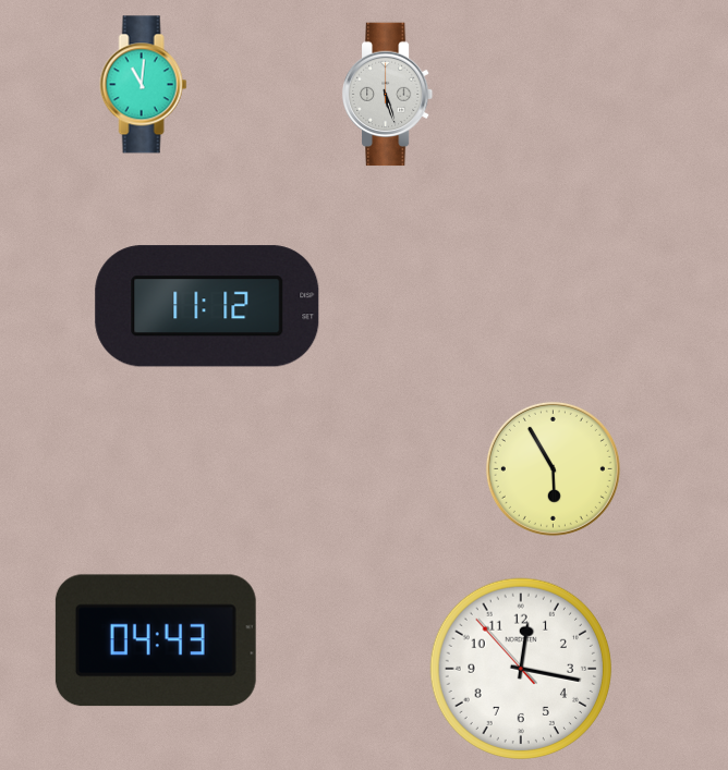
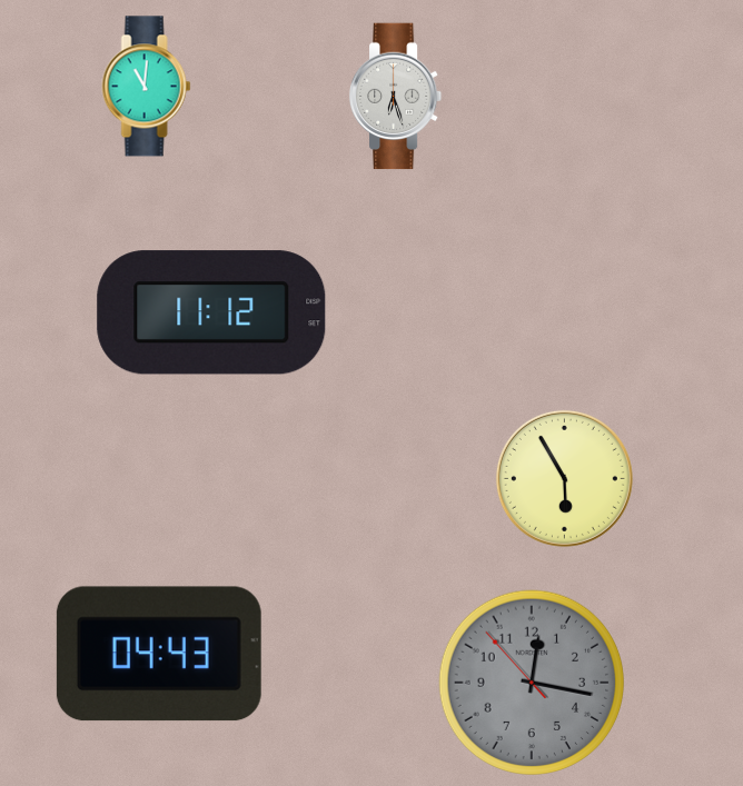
clock at (388, 95): 5:27 -> 6:27
clock at (520, 668) dial: white -> grey
